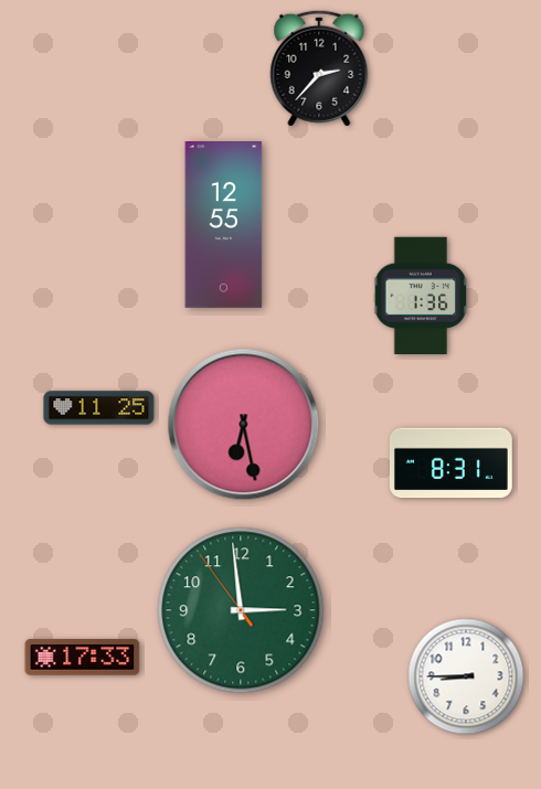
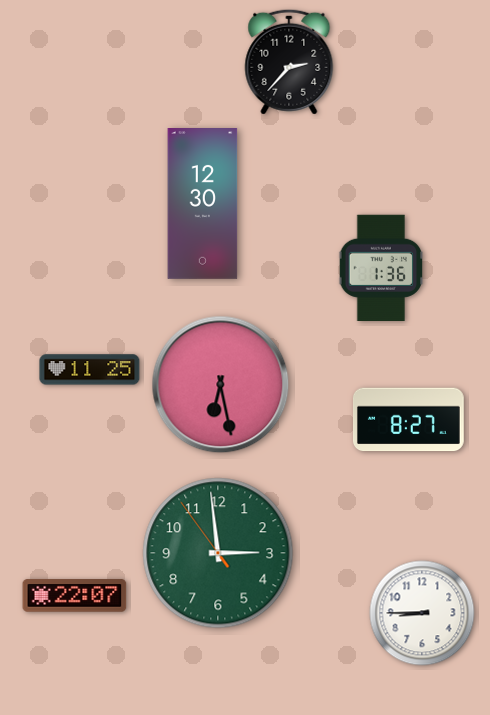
clock at (224, 225): 12:55 -> 12:30
clock at (450, 463): 8:31 -> 8:27
clock at (83, 658): 17:33 -> 22:07
